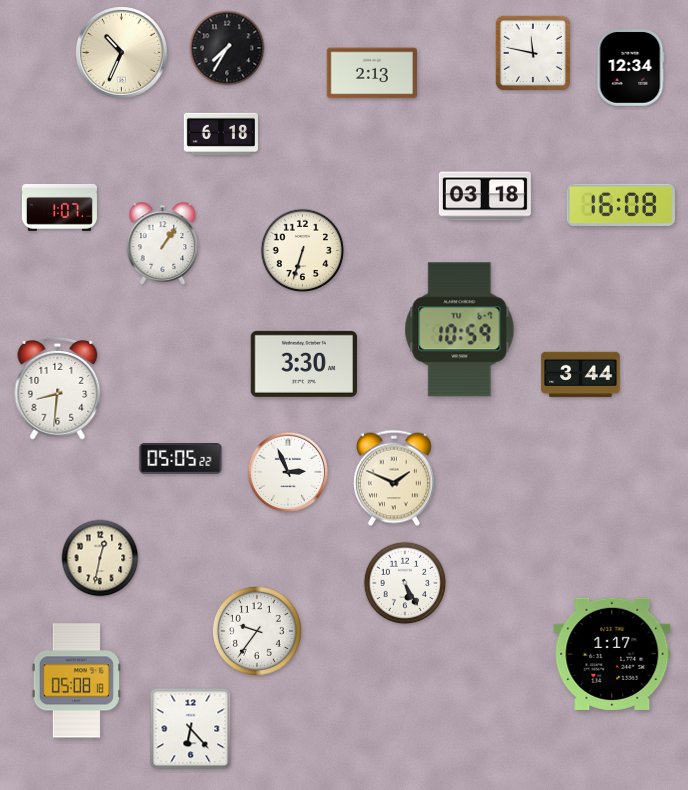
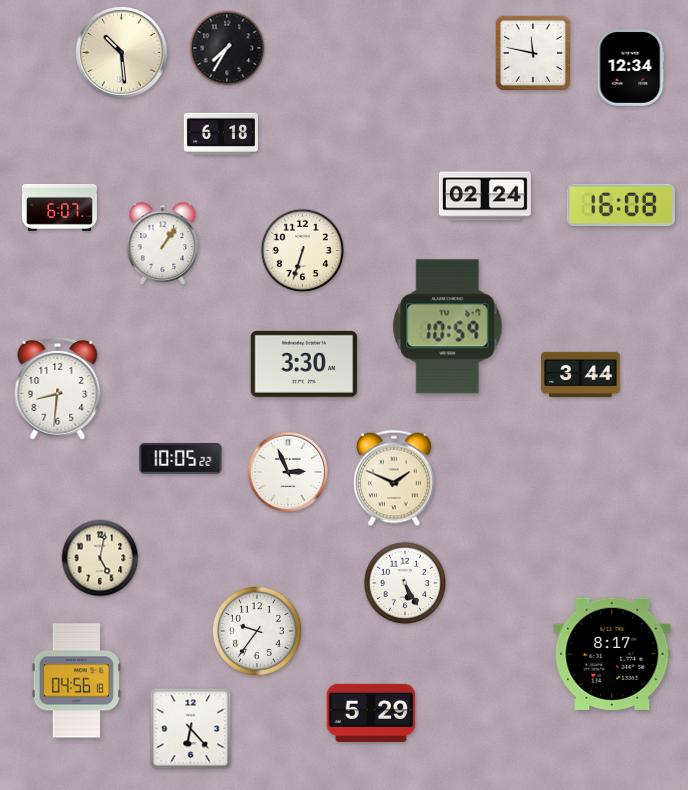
clock at (122, 53): 10:34 -> 10:29
clock at (371, 73): 2:13 -> none
clock at (485, 196): 03:18 -> 02:24
clock at (59, 207): 1:07 -> 6:07
clock at (460, 330) position: (460, 330) -> (448, 327)
clock at (181, 459): 05:05 -> 10:05
clock at (100, 558): 12:32 -> 5:02
clock at (612, 654): 1:17 -> 8:17
clock at (76, 681): 05:08 -> 04:56
clock at (371, 713): none -> 5:29
